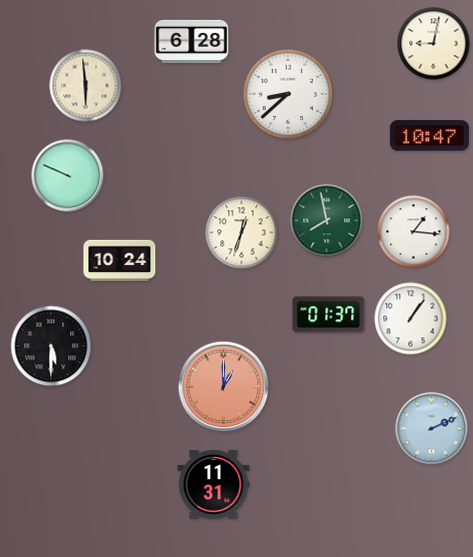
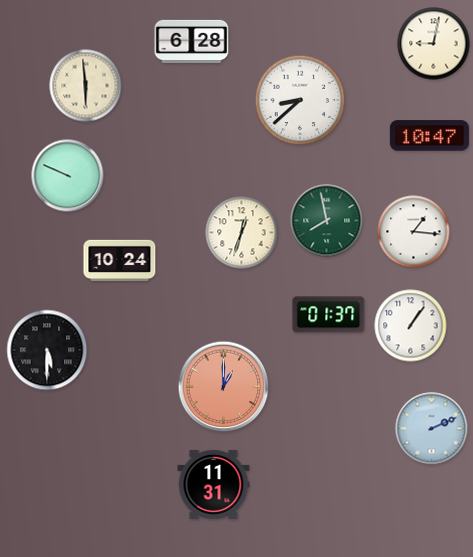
clock at (288, 94) position: (288, 94) -> (300, 100)
clock at (411, 319) position: (411, 319) -> (411, 326)
clock at (51, 346) position: (51, 346) -> (47, 350)
